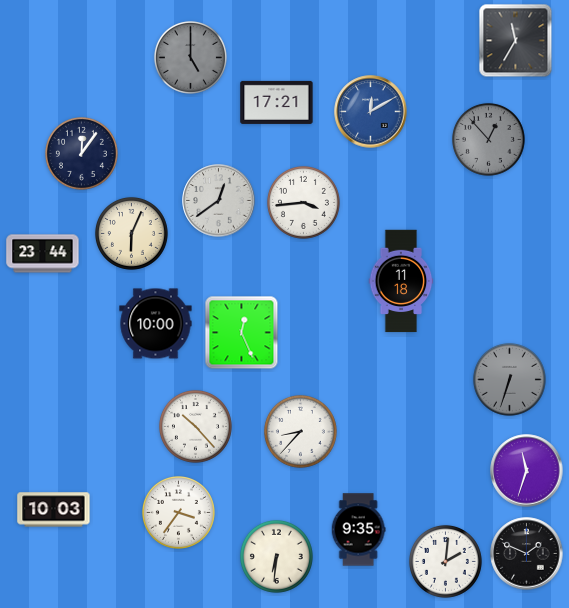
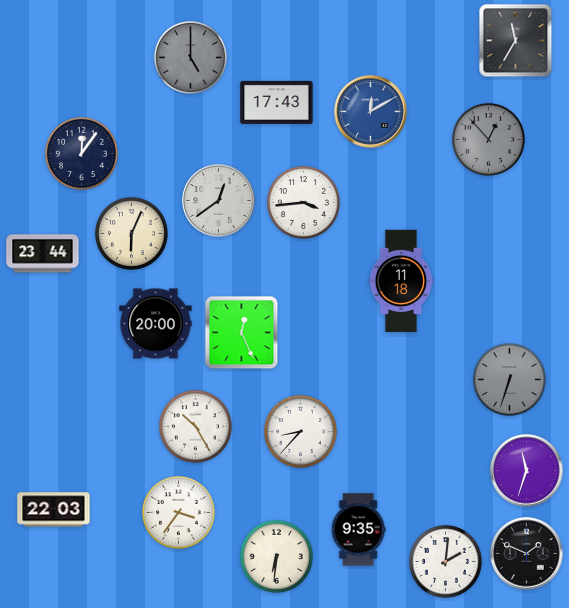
clock at (277, 102): 17:21 -> 17:43
clock at (156, 324): 10:00 -> 20:00
clock at (195, 426): 10:23 -> 10:25
clock at (54, 510): 10:03 -> 22:03
